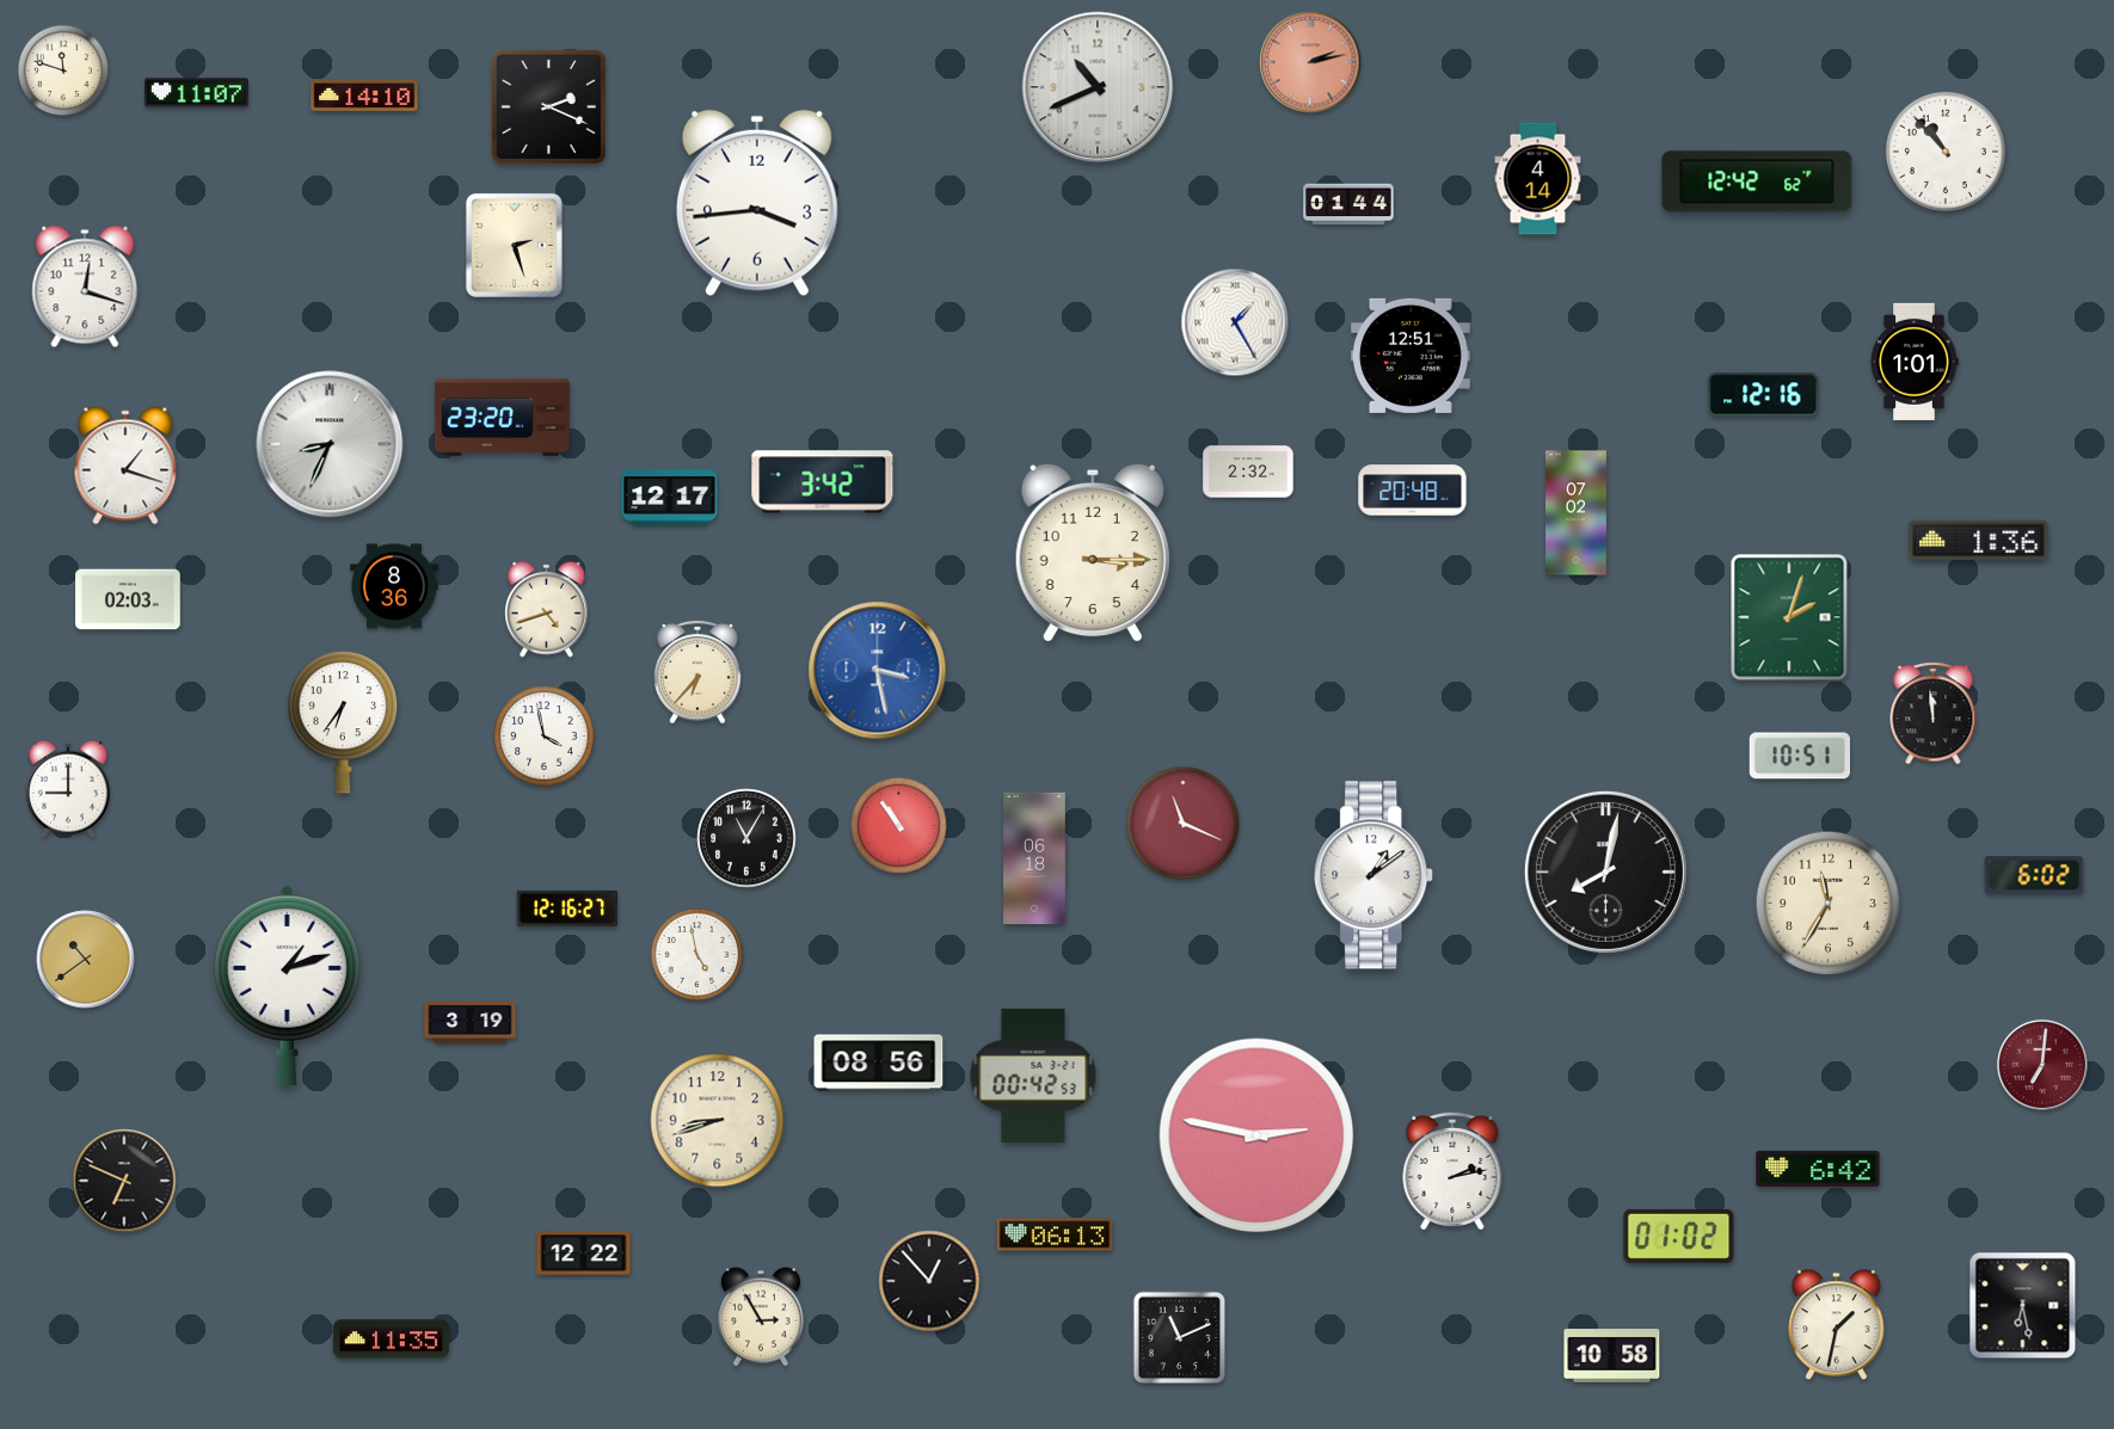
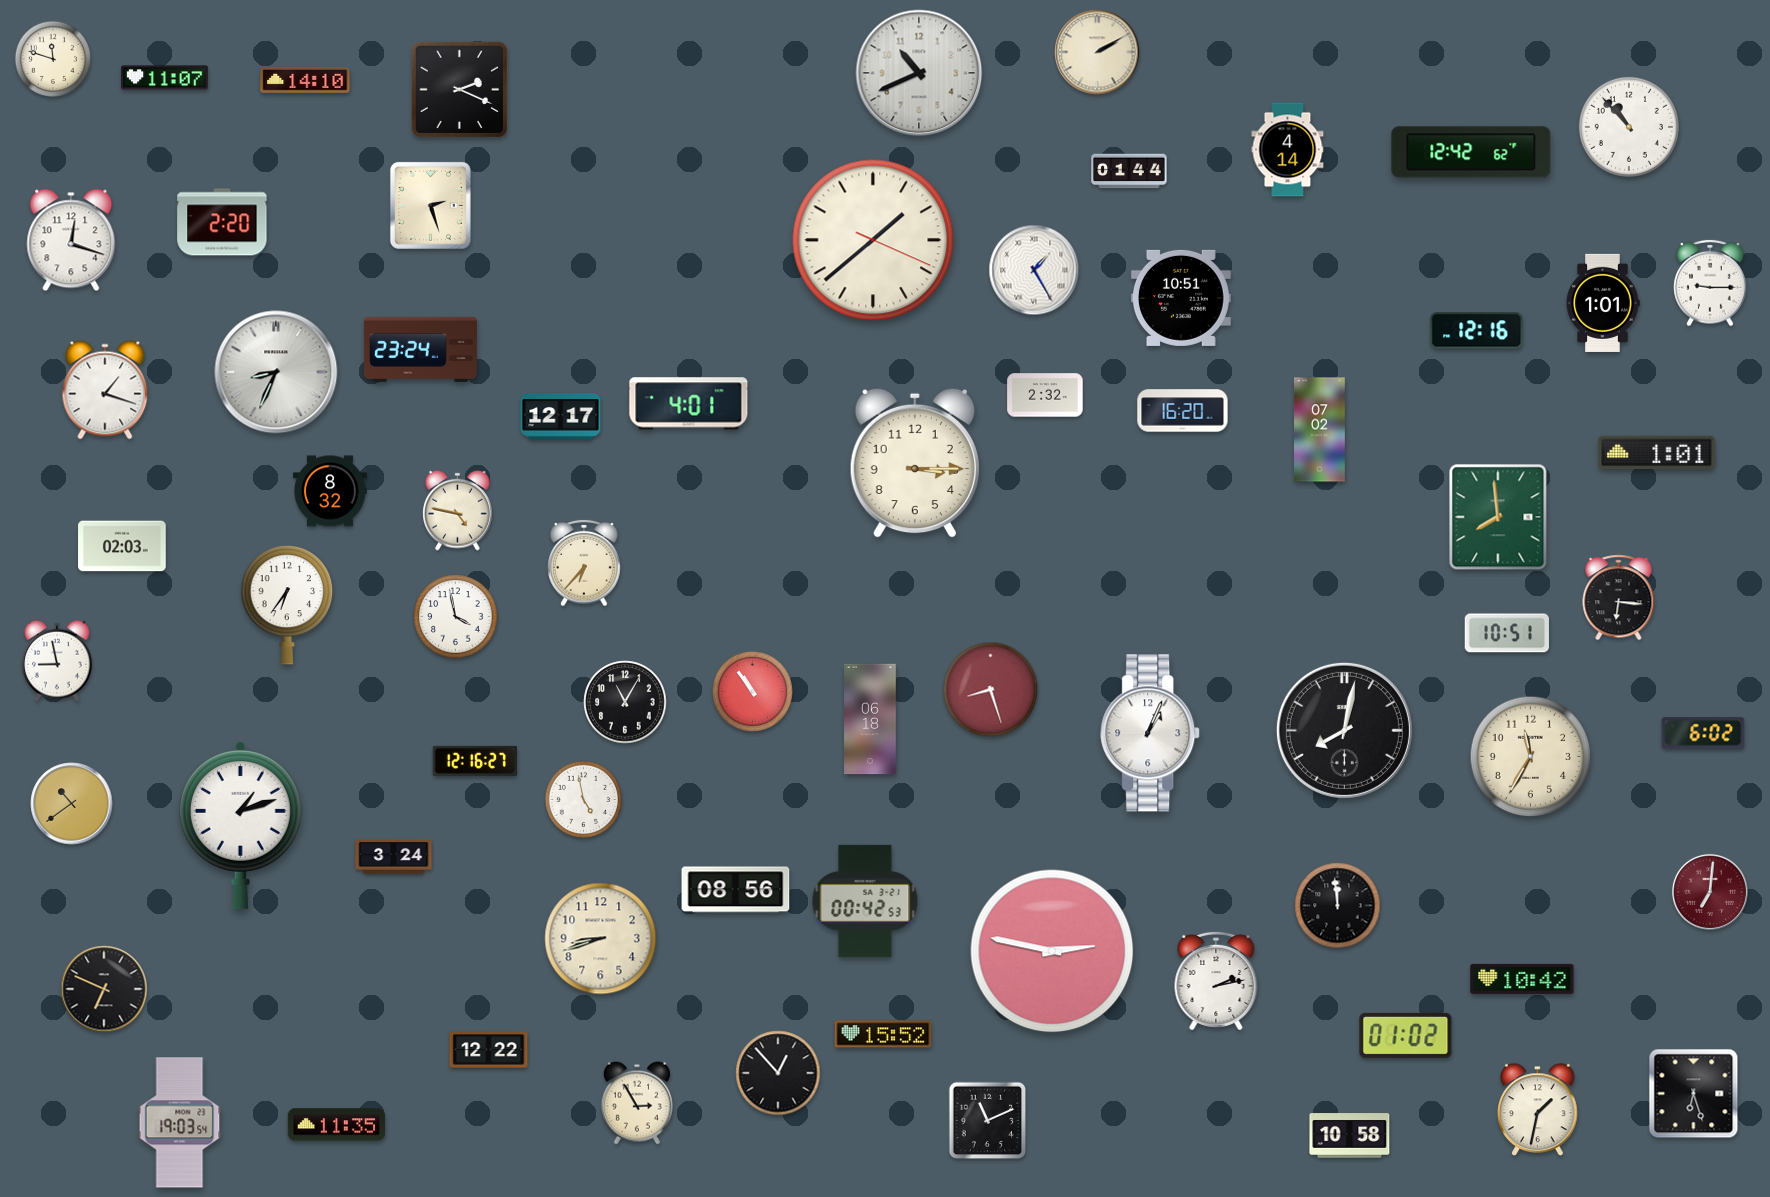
clock at (1310, 62): 2:13 -> 2:10
clock at (1310, 62) dial: salmon -> cream
clock at (757, 203): 3:44 -> none
clock at (222, 222): none -> 2:20
clock at (873, 240): none -> 1:38
clock at (1710, 283): none -> 9:15
clock at (1411, 356): 12:51 -> 10:51
clock at (502, 417): 23:20 -> 23:24
clock at (823, 482): 3:42 -> 4:01
clock at (1413, 491): 20:48 -> 16:20
clock at (1979, 541): 1:36 -> 1:01
clock at (395, 586): 8:36 -> 8:32
clock at (128, 599) position: (128, 599) -> (122, 546)
clock at (547, 609): 4:42 -> 4:47
clock at (1789, 617): 2:03 -> 7:59
clock at (878, 671): 3:28 -> none
clock at (1934, 714): 11:59 -> 6:16
clock at (68, 789): 9:00 -> 8:58
clock at (1184, 824): 11:19 -> 8:27
clock at (1034, 858) position: (1034, 858) -> (870, 719)
clock at (1375, 875): 1:09 -> 1:04
clock at (471, 1022): 3:19 -> 3:24
clock at (1338, 906): none -> 11:59
clock at (1818, 1169): 6:42 -> 10:42
clock at (1055, 1234): 06:13 -> 15:52
clock at (2023, 1306): 6:28 -> 6:27
clock at (392, 1339) position: (392, 1339) -> (337, 1125)
clock at (180, 1123): none -> 19:03
